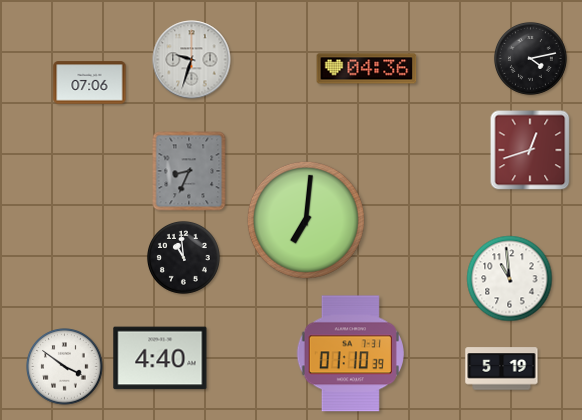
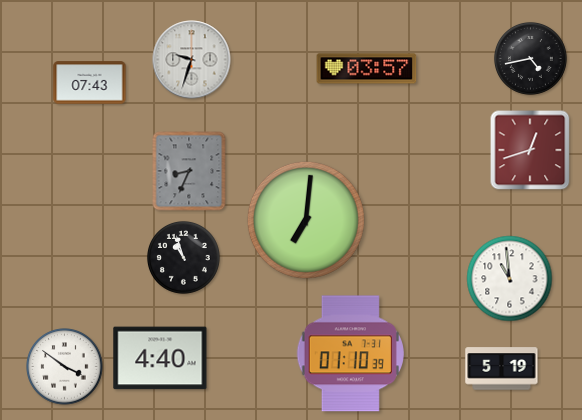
clock at (530, 58): 4:13 -> 4:43
clock at (367, 69): 04:36 -> 03:57
clock at (90, 83): 07:06 -> 07:43
clock at (183, 257): 10:59 -> 10:57
